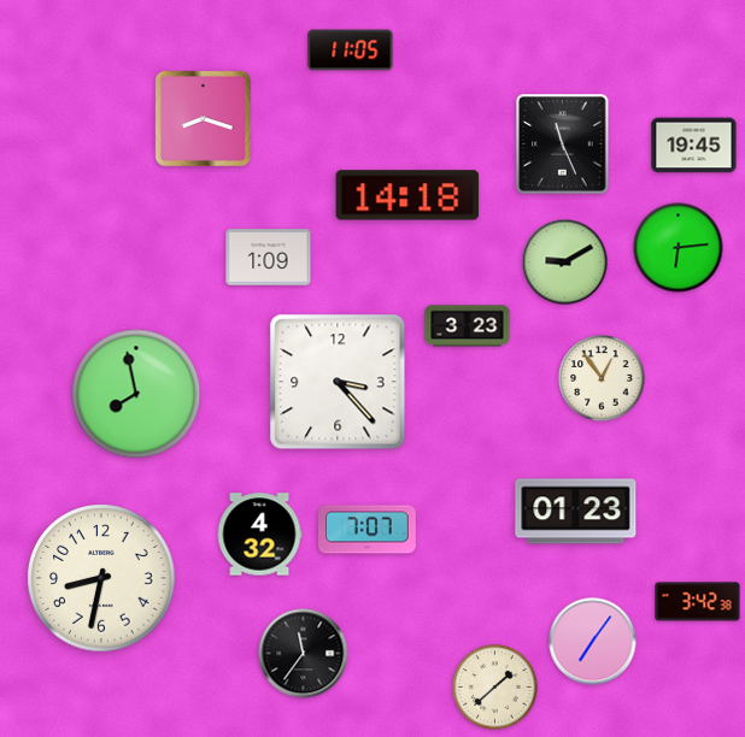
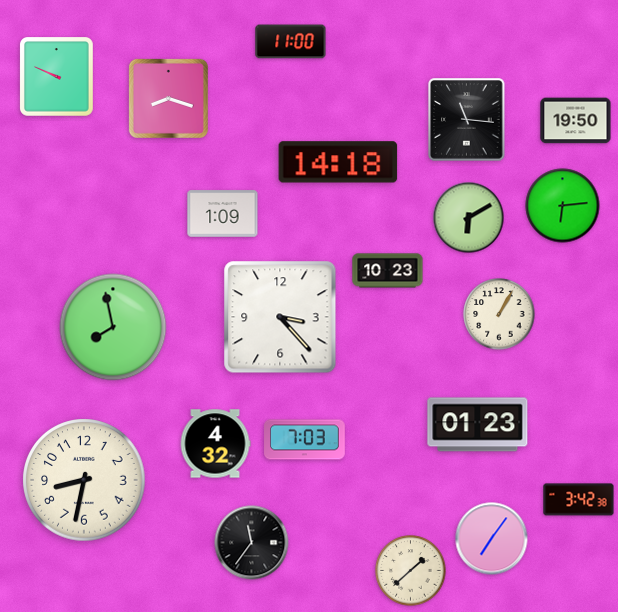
clock at (351, 51): 11:05 -> 11:00
clock at (57, 77): none -> 9:49
clock at (563, 145): 11:26 -> 11:16
clock at (694, 146): 19:45 -> 19:50
clock at (565, 263): 9:10 -> 6:10
clock at (468, 326): 3:23 -> 10:23
clock at (602, 378): 12:54 -> 1:05
clock at (368, 530): 7:07 -> 7:03
clock at (593, 642) position: (593, 642) -> (492, 539)
